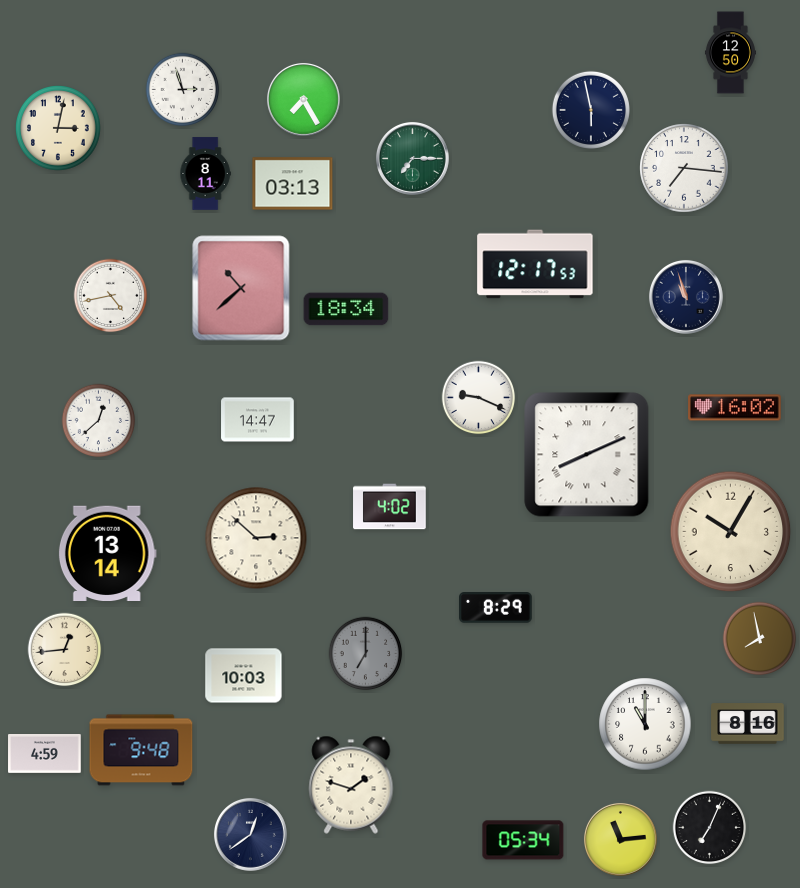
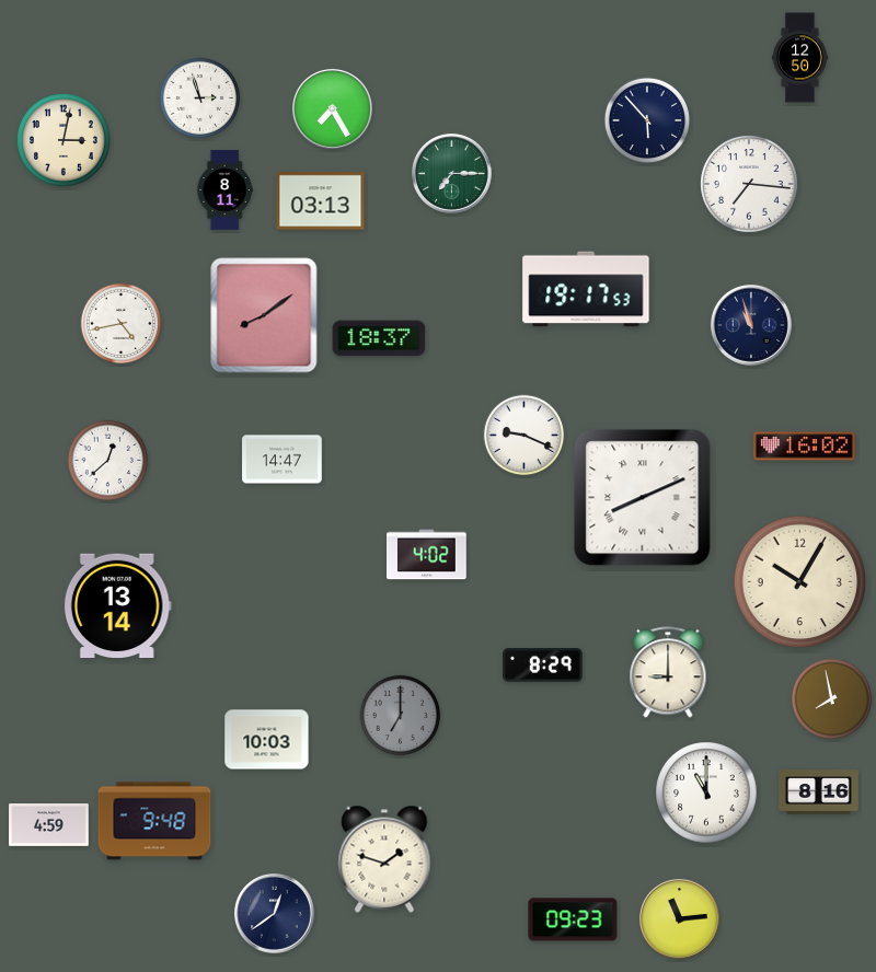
clock at (591, 110): 5:58 -> 5:53
clock at (535, 264): 12:17 -> 19:17
clock at (241, 288): 10:38 -> 8:09
clock at (346, 309): 18:34 -> 18:37
clock at (256, 538): 2:52 -> none
clock at (668, 672): none -> 9:00
clock at (65, 650): 12:44 -> none
clock at (710, 828): 7:04 -> none
clock at (523, 840): 05:34 -> 09:23
